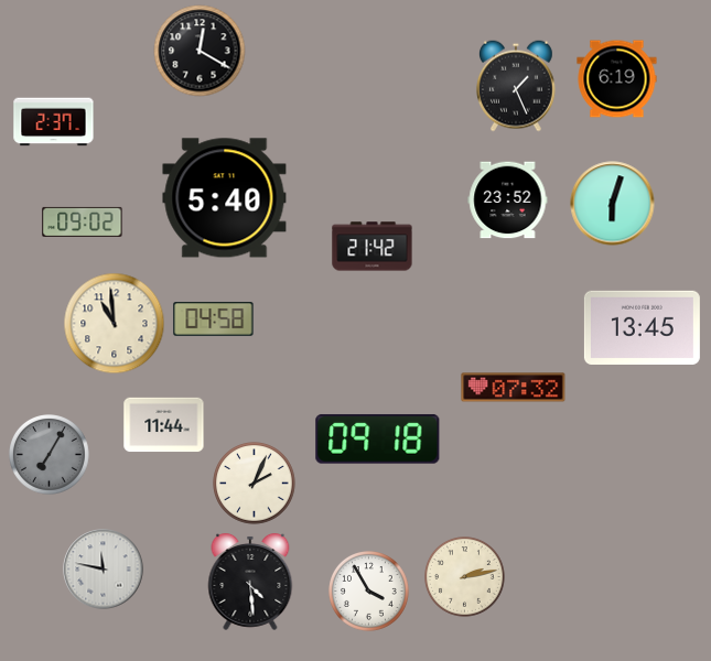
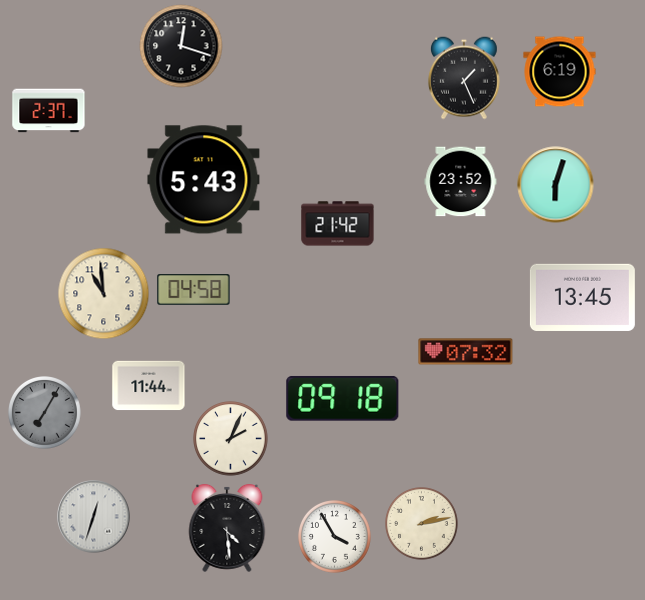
clock at (200, 51): 12:20 -> 12:18
clock at (516, 86) position: (516, 86) -> (464, 78)
clock at (225, 198): 5:40 -> 5:43
clock at (83, 221): 09:02 -> none
clock at (104, 570): 11:47 -> 12:33
